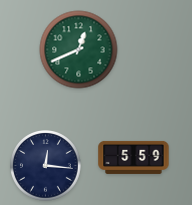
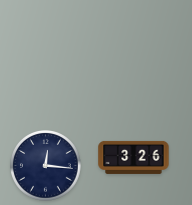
clock at (79, 50): 12:41 -> none
clock at (134, 157): 5:59 -> 3:26
